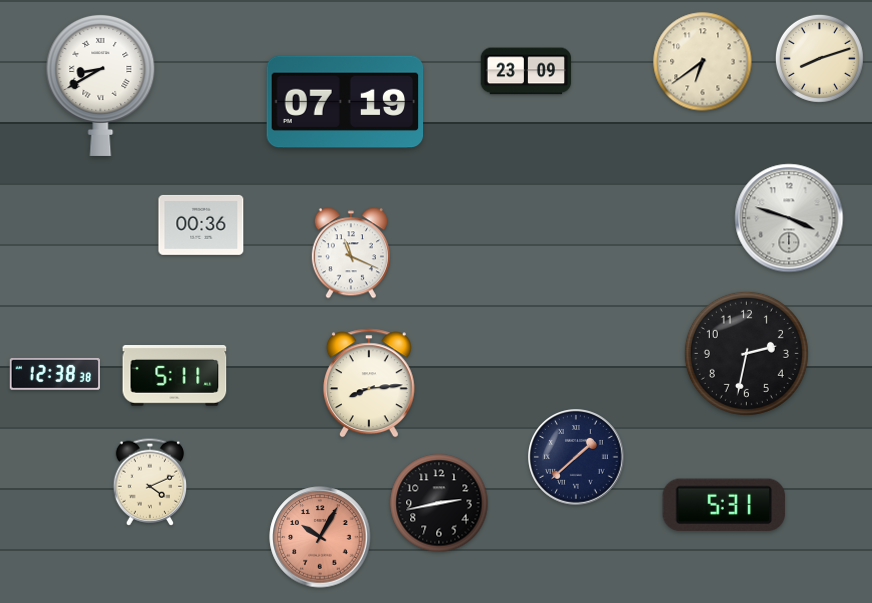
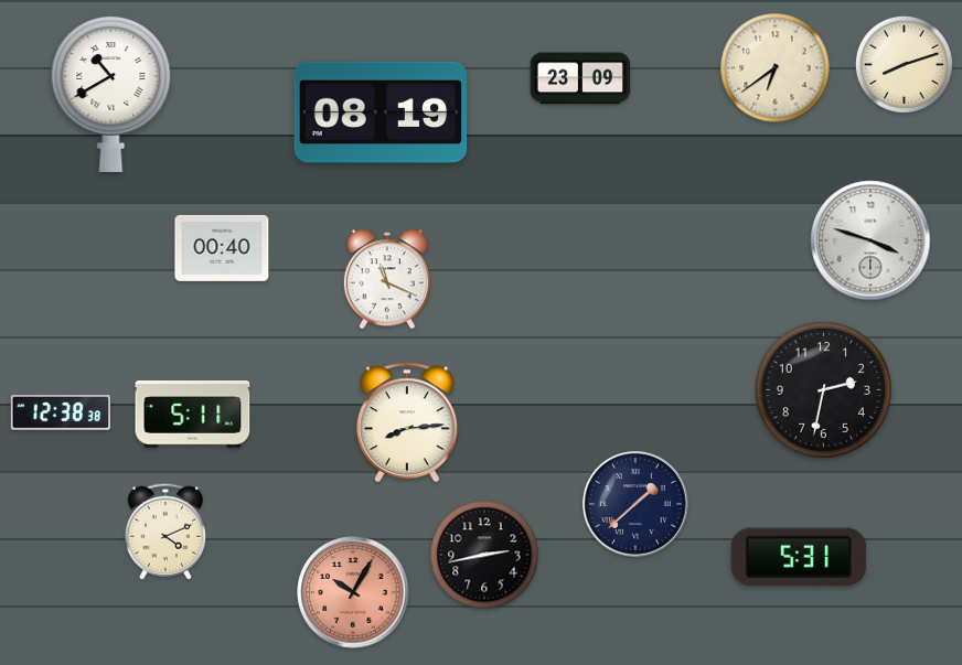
clock at (101, 85): 8:40 -> 10:40
clock at (345, 102): 07:19 -> 08:19
clock at (201, 225): 00:36 -> 00:40
